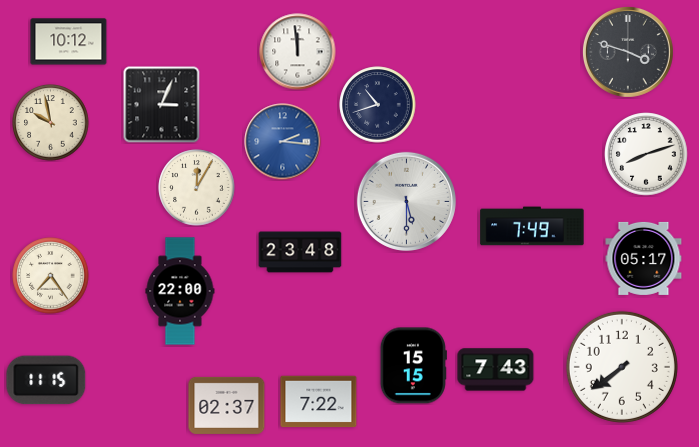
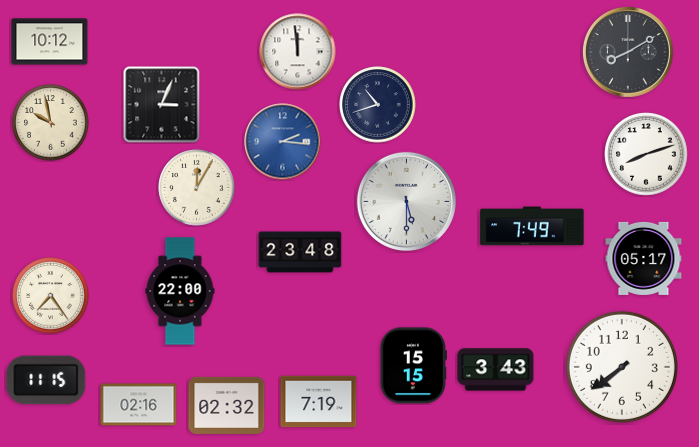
clock at (69, 42) position: (69, 42) -> (50, 42)
clock at (628, 52): 3:48 -> 8:10
clock at (51, 276) position: (51, 276) -> (51, 296)
clock at (496, 370): 7:43 -> 3:43
clock at (319, 402): 7:22 -> 7:19
clock at (139, 405): none -> 02:16
clock at (227, 405): 02:37 -> 02:32
